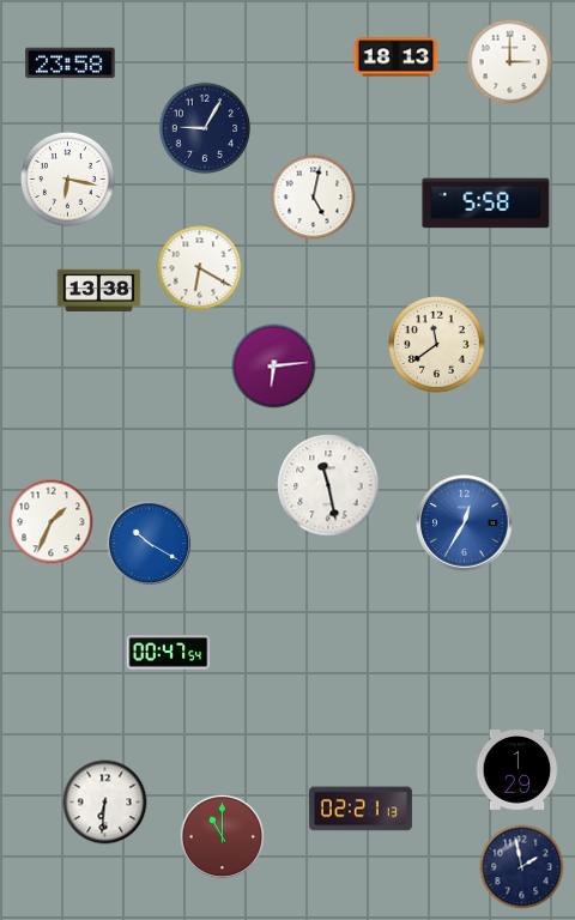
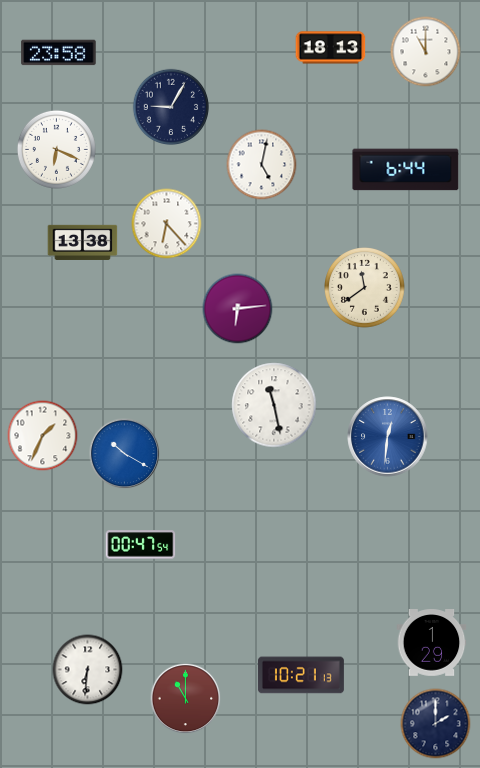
clock at (510, 62): 3:00 -> 11:00
clock at (67, 178): 6:17 -> 6:19
clock at (486, 204): 5:58 -> 6:44
clock at (200, 268): 6:20 -> 6:23
clock at (274, 367) position: (274, 367) -> (238, 309)
clock at (465, 523): 12:35 -> 12:31
clock at (361, 809): 02:21 -> 10:21
clock at (522, 867): 1:58 -> 2:00
